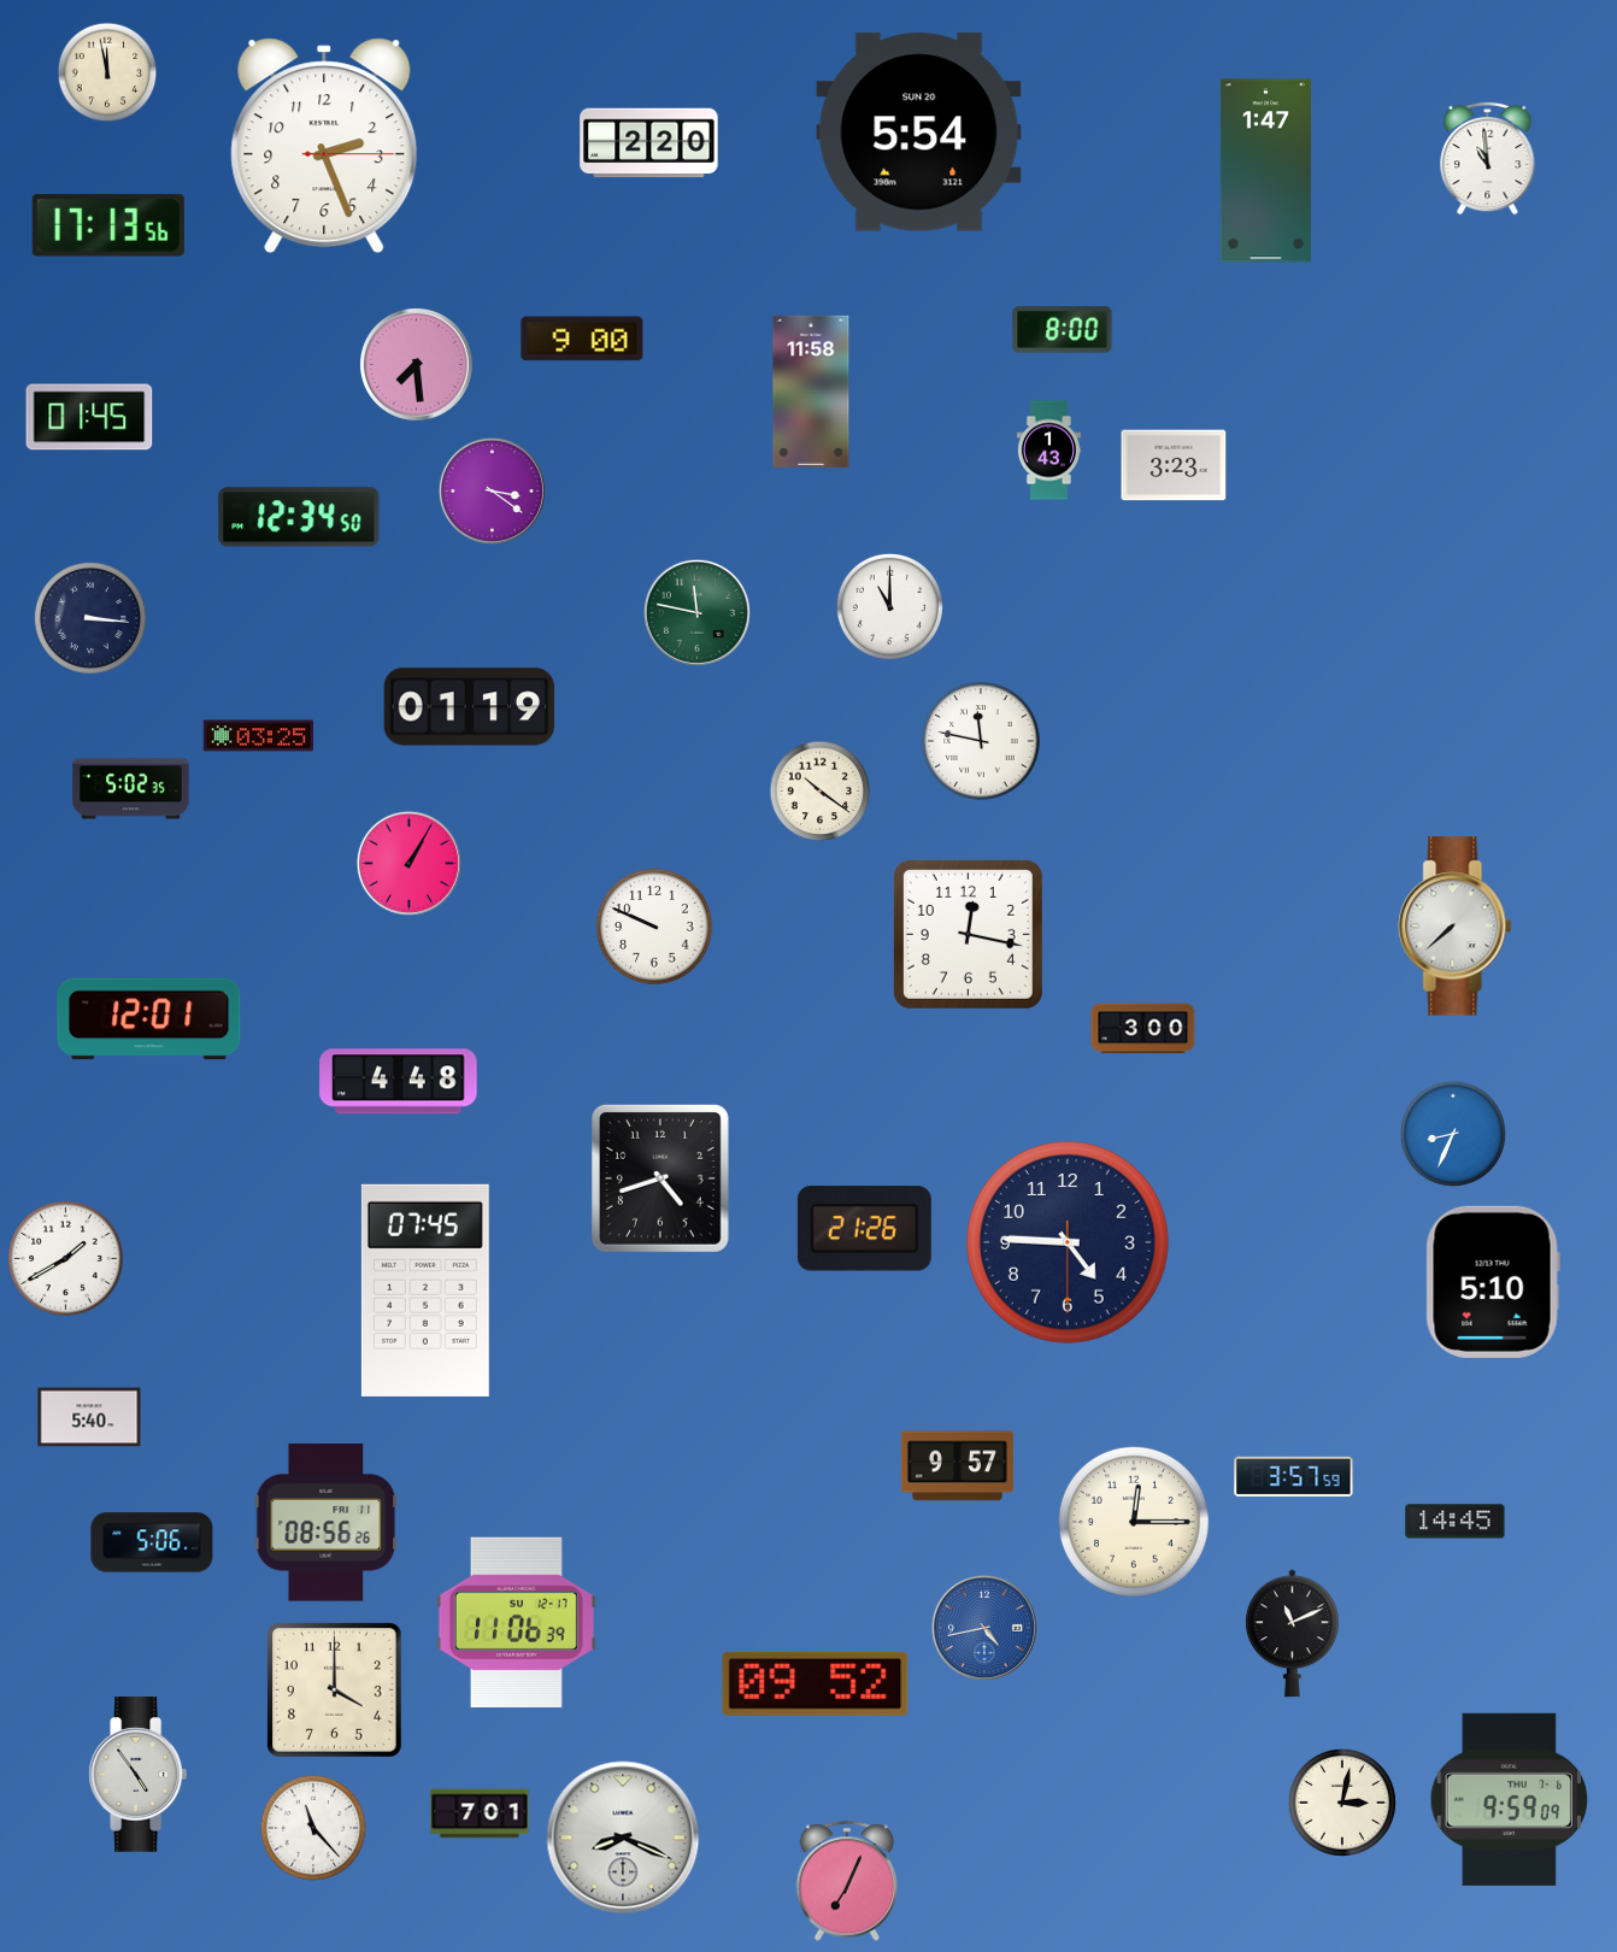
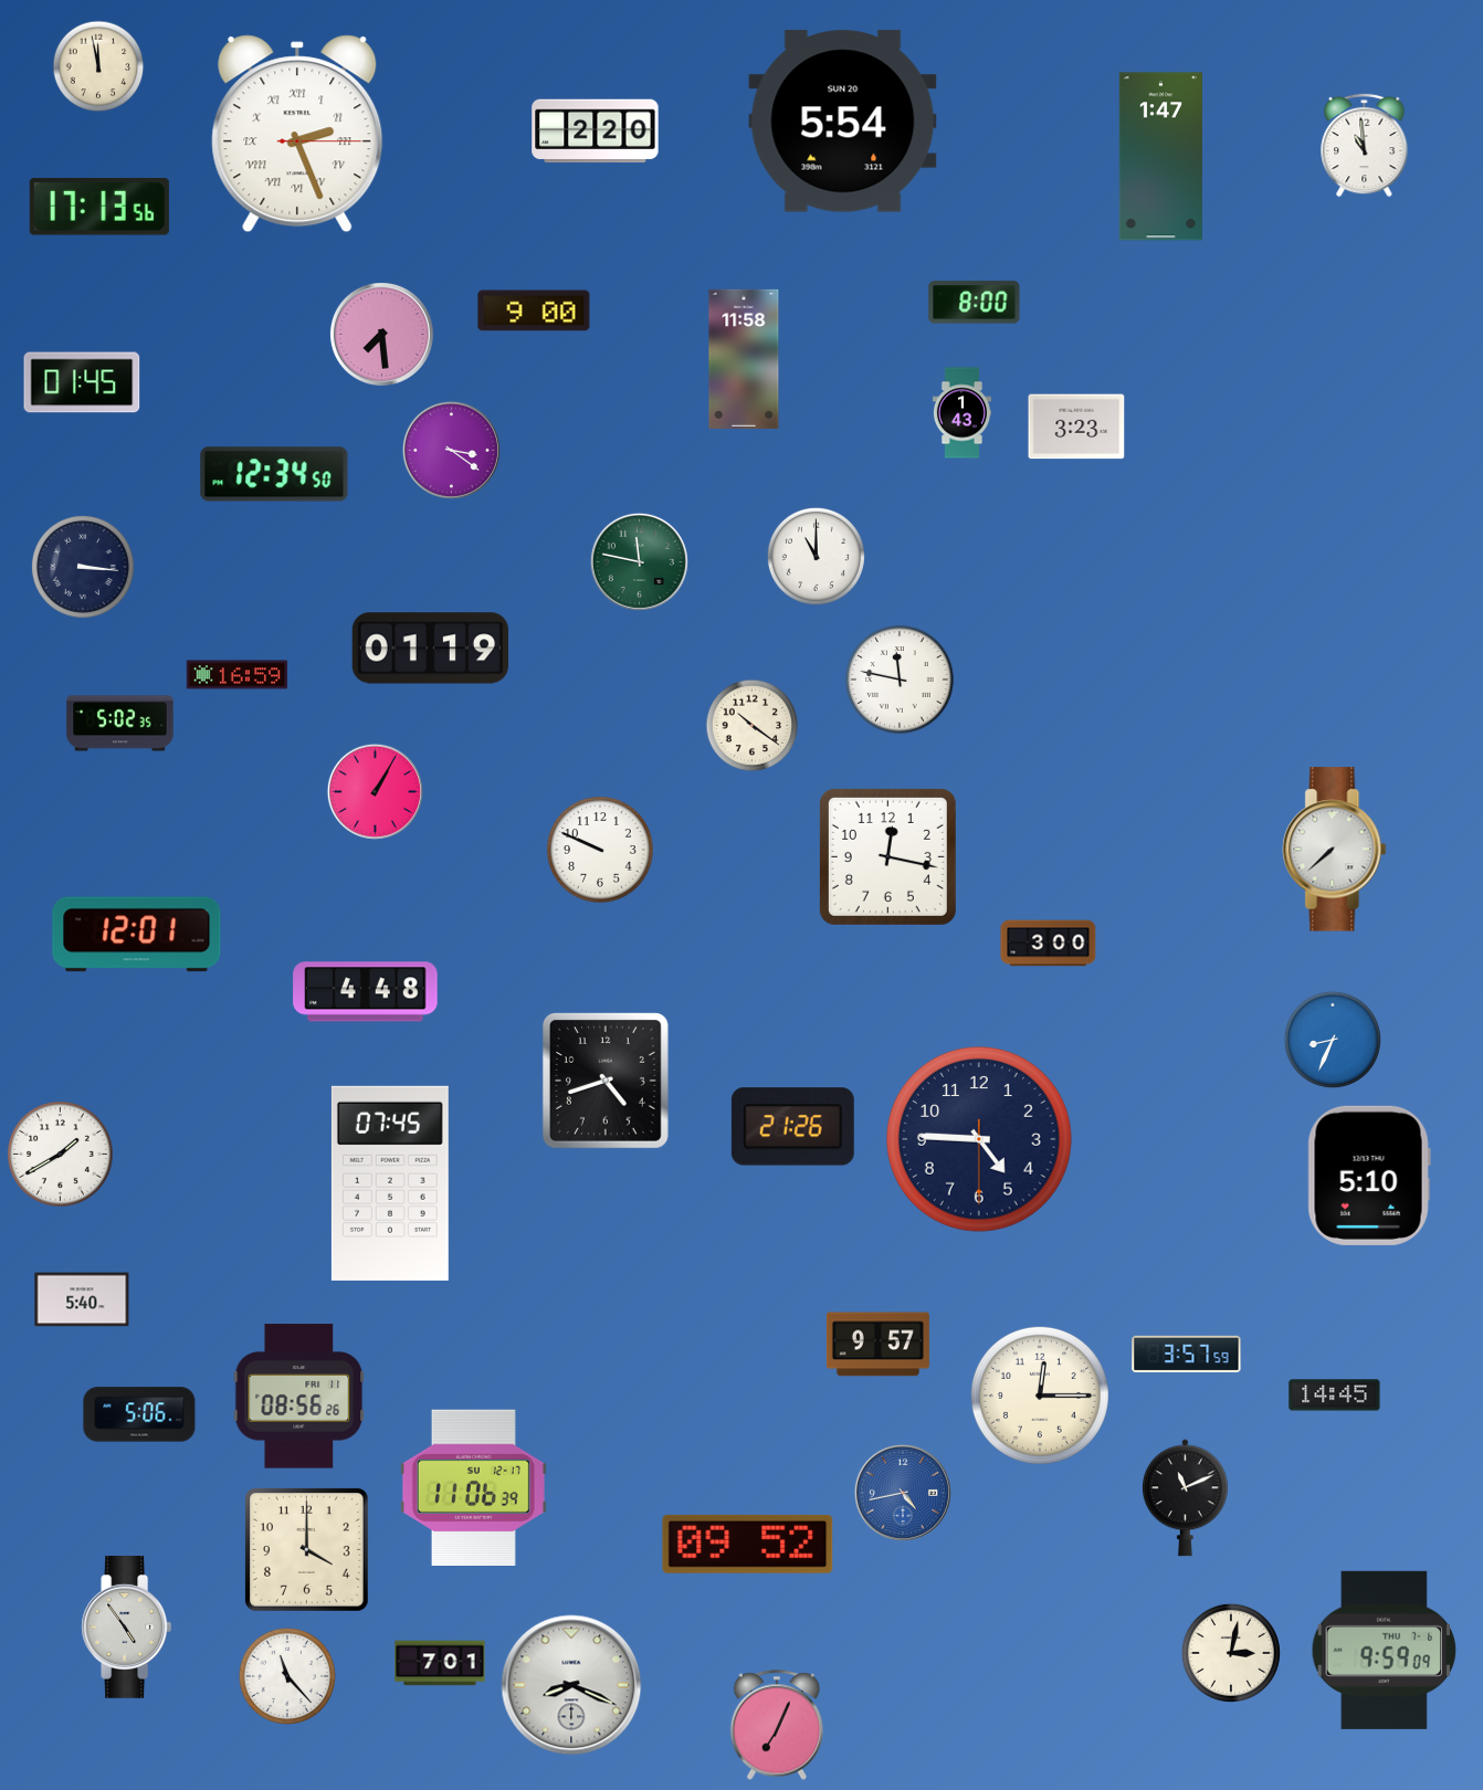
clock at (324, 146) numerals: Arabic -> Roman
clock at (258, 736): 03:25 -> 16:59
